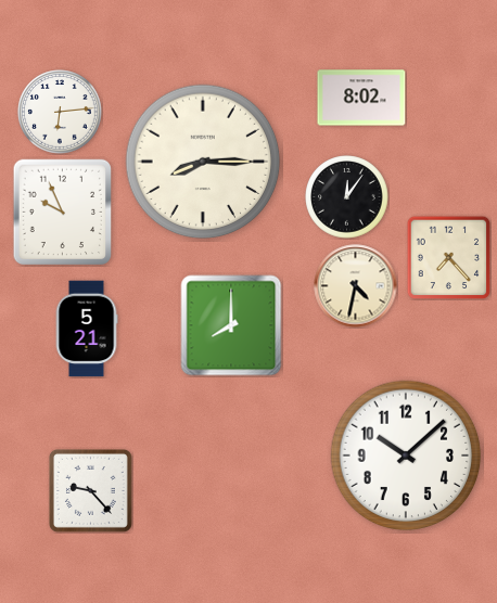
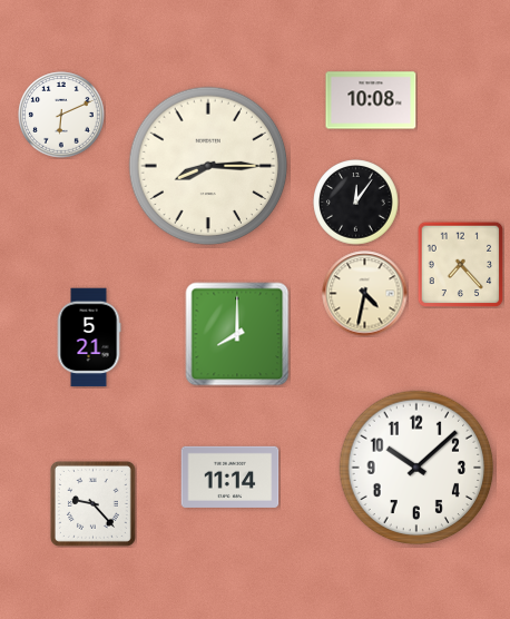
clock at (361, 98): 8:02 -> 10:08
clock at (60, 112): 6:14 -> 6:11
clock at (62, 213): 9:56 -> none
clock at (231, 476): none -> 11:14
